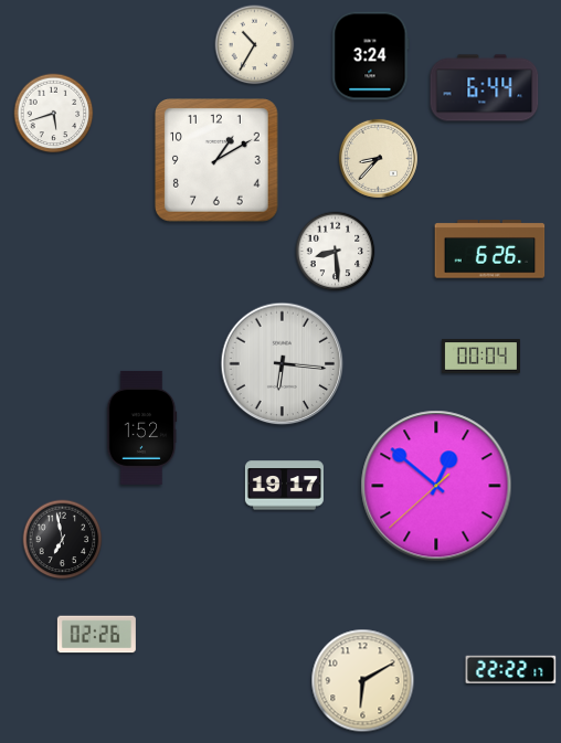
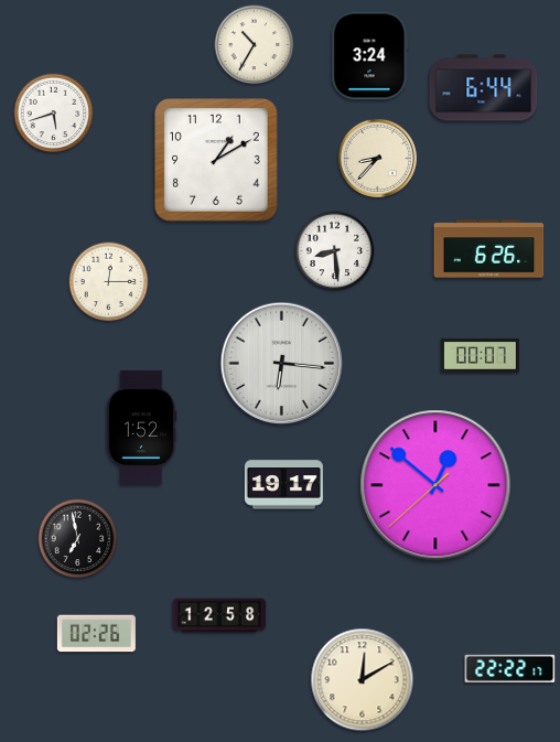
clock at (109, 282): none -> 12:15
clock at (480, 357): 00:04 -> 00:07
clock at (63, 540) position: (63, 540) -> (78, 539)
clock at (219, 615): none -> 12:58
clock at (363, 681): 6:10 -> 12:10
